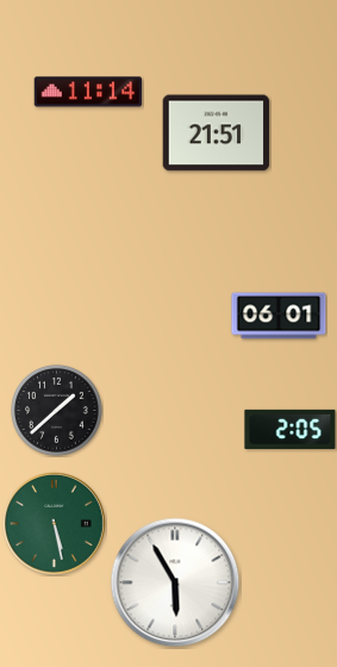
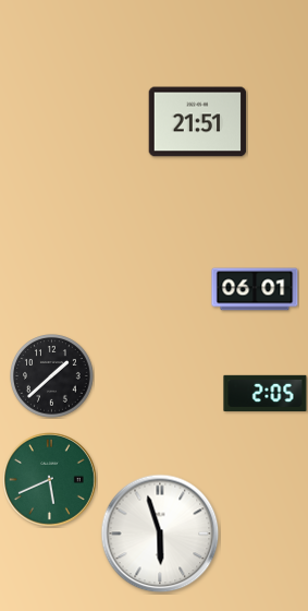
clock at (88, 92): 11:14 -> none
clock at (55, 524): 5:28 -> 5:41
clock at (175, 582): 5:55 -> 5:57
